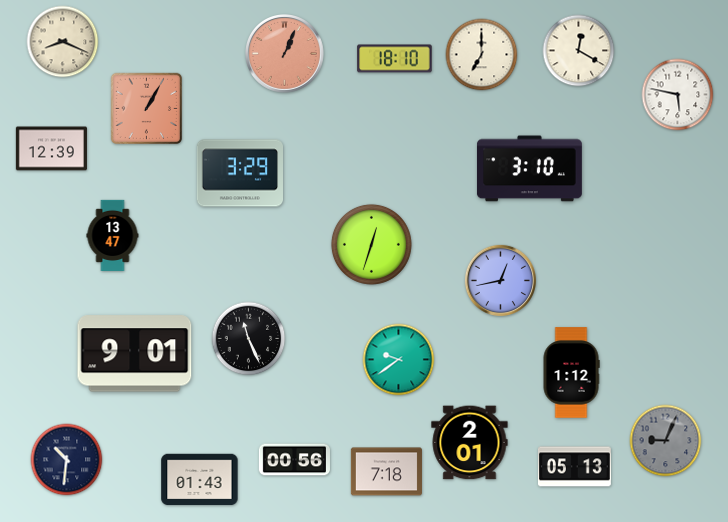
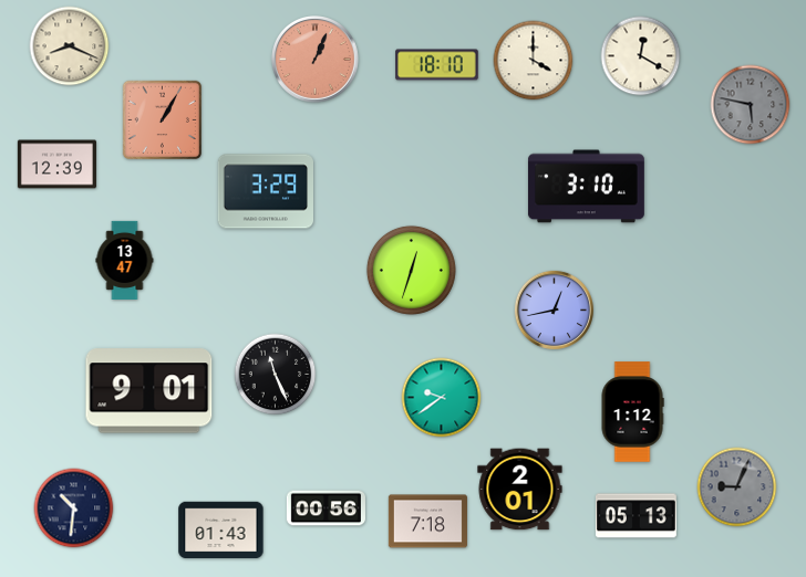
clock at (482, 55): 7:00 -> 4:00
clock at (678, 95) dial: white -> grey
